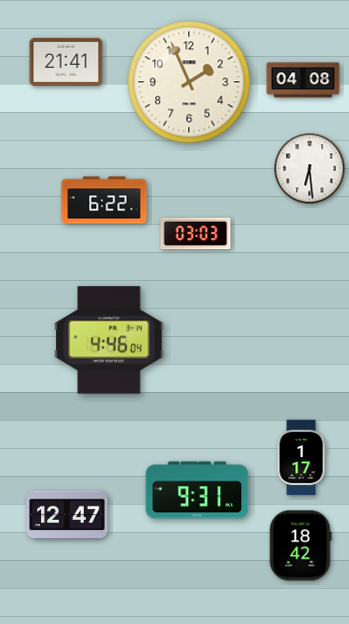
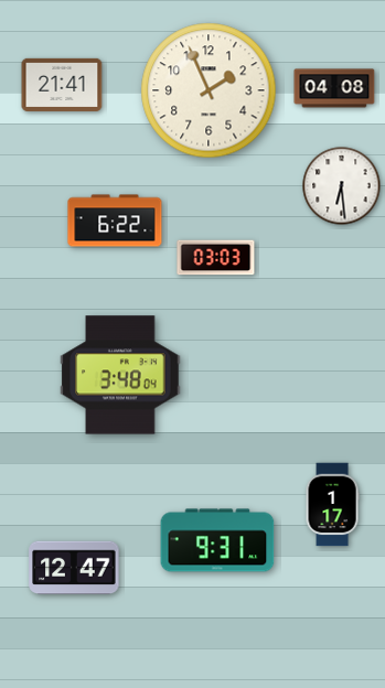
clock at (66, 62) position: (66, 62) -> (62, 85)
clock at (109, 340): 4:46 -> 3:48
clock at (300, 546): 18:42 -> none
